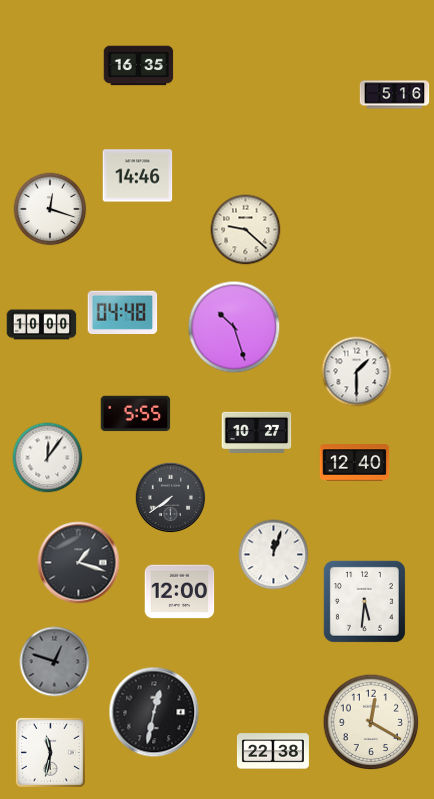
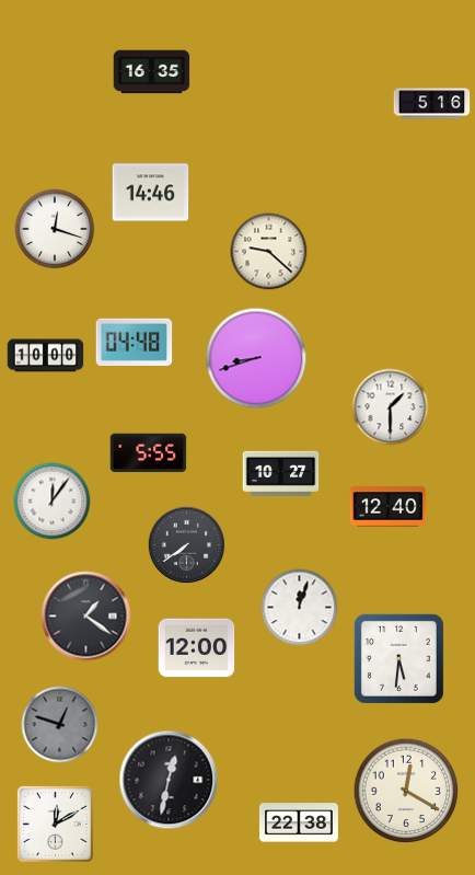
clock at (234, 327): 10:27 -> 8:42
clock at (79, 563): 1:18 -> 1:21
clock at (50, 752): 11:32 -> 12:10
